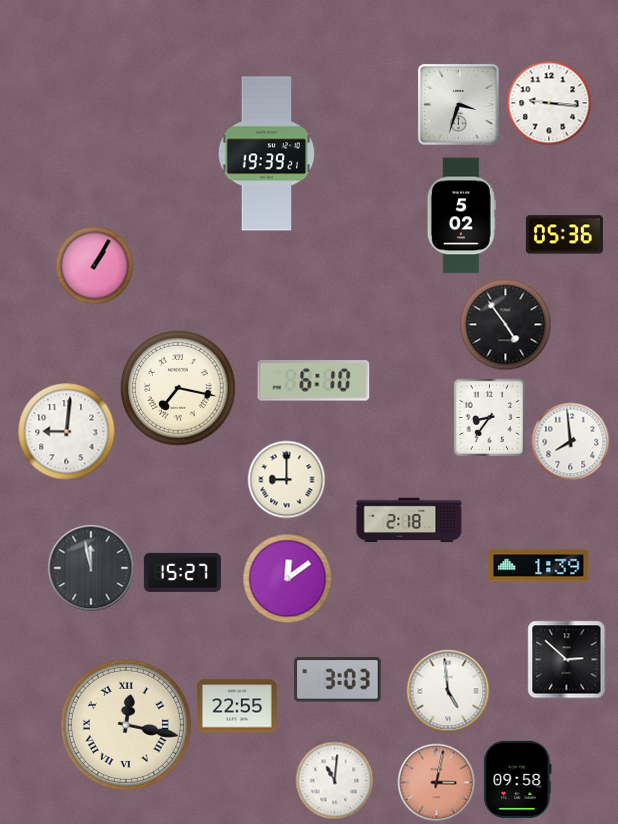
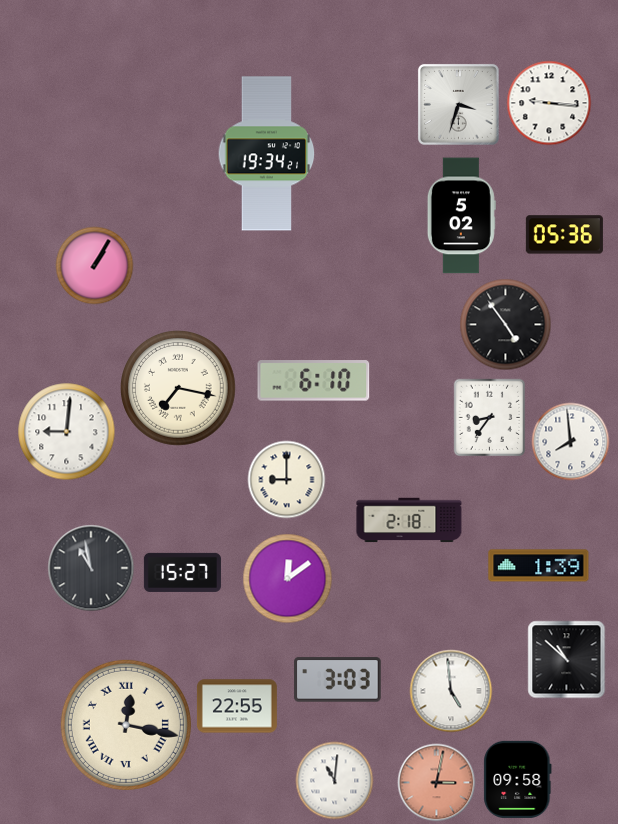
clock at (267, 154): 19:39 -> 19:34
clock at (91, 568): 11:58 -> 10:58
clock at (566, 659): 2:52 -> 10:52
clock at (448, 691) position: (448, 691) -> (451, 691)
